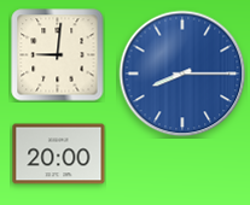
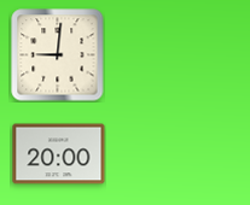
clock at (182, 74): 8:15 -> none
